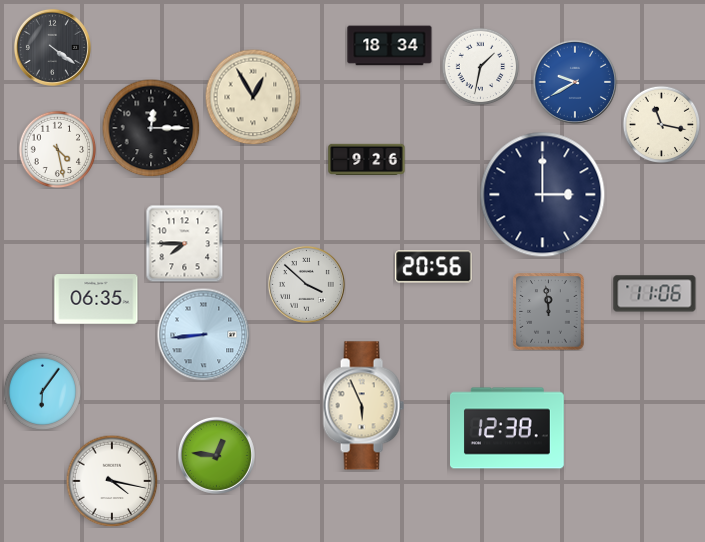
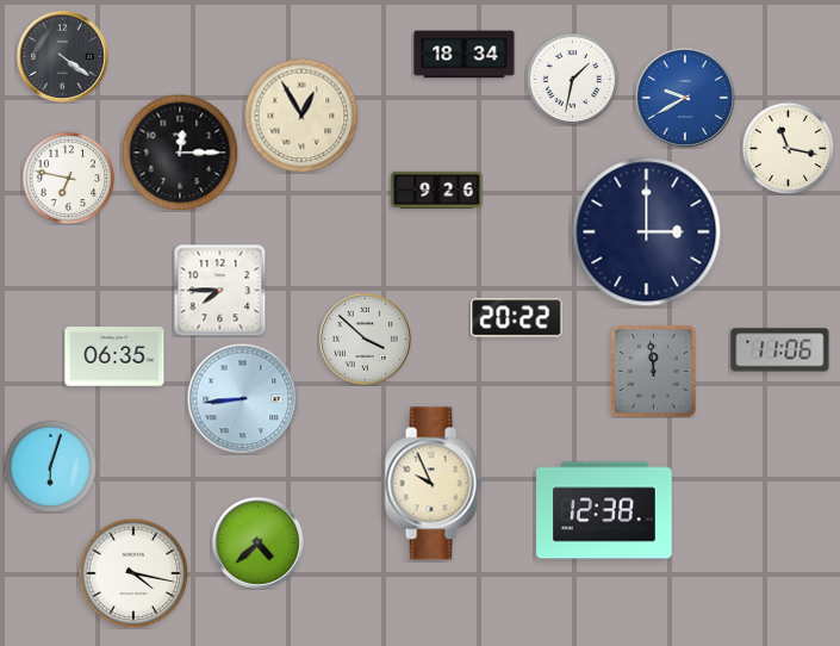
clock at (57, 149): 4:28 -> 6:47
clock at (434, 267): 20:56 -> 20:22
clock at (42, 391): 6:06 -> 6:03
clock at (363, 406): 5:56 -> 9:56
clock at (216, 455): 12:46 -> 4:38
